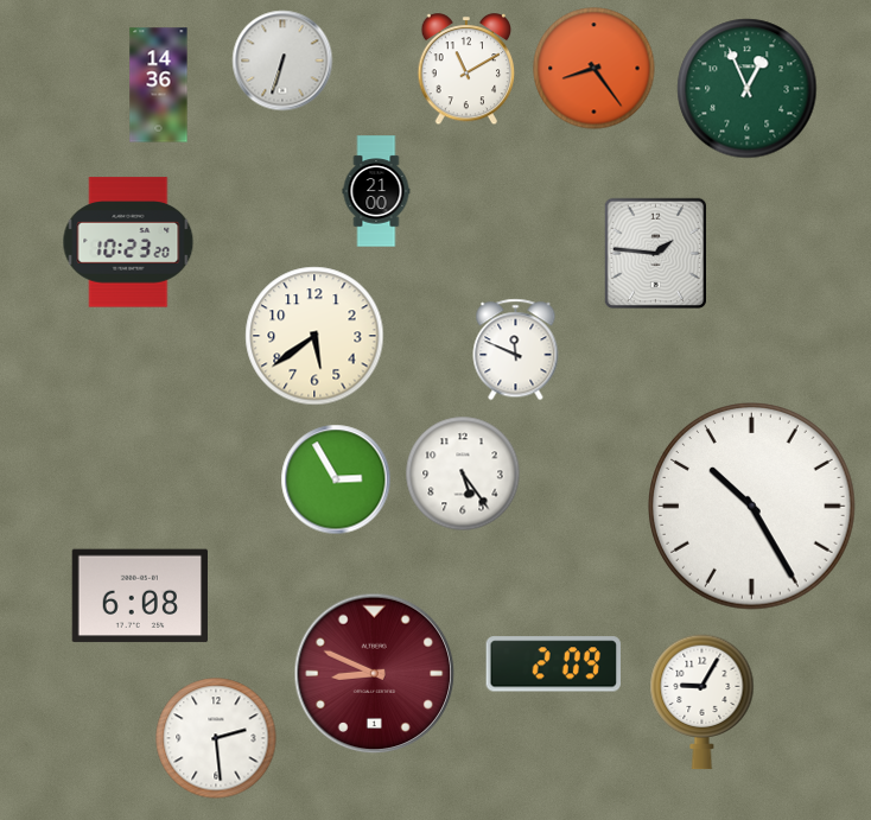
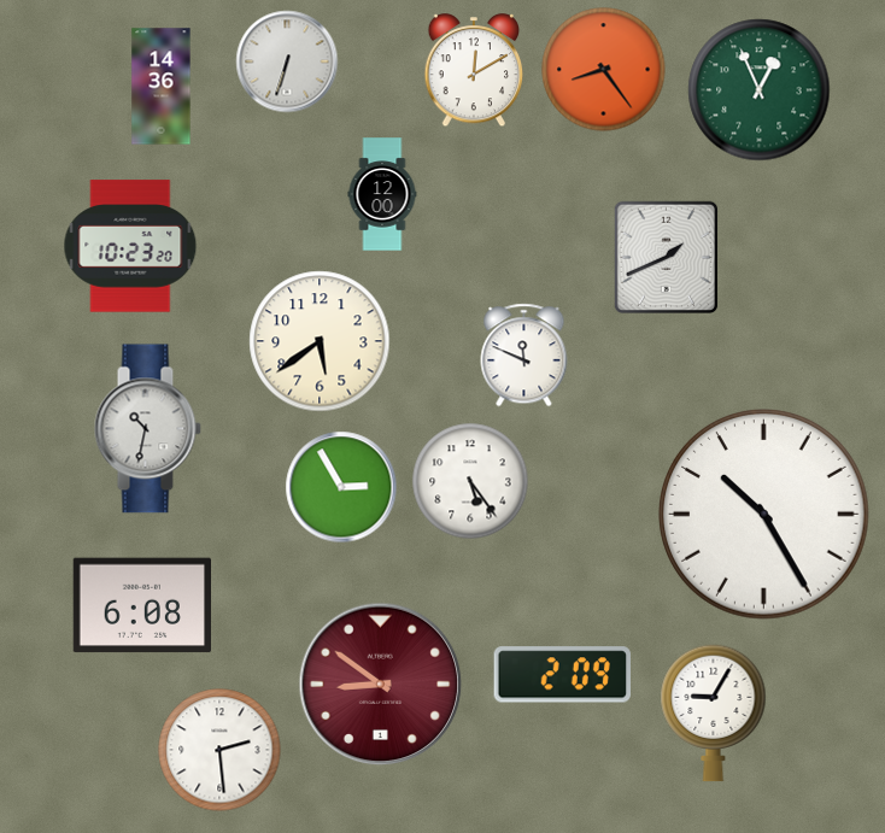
clock at (466, 70): 11:10 -> 12:10
clock at (376, 191): 21:00 -> 12:00
clock at (655, 253): 1:46 -> 1:41
clock at (147, 429): none -> 10:32
clock at (375, 674): 8:49 -> 8:51
